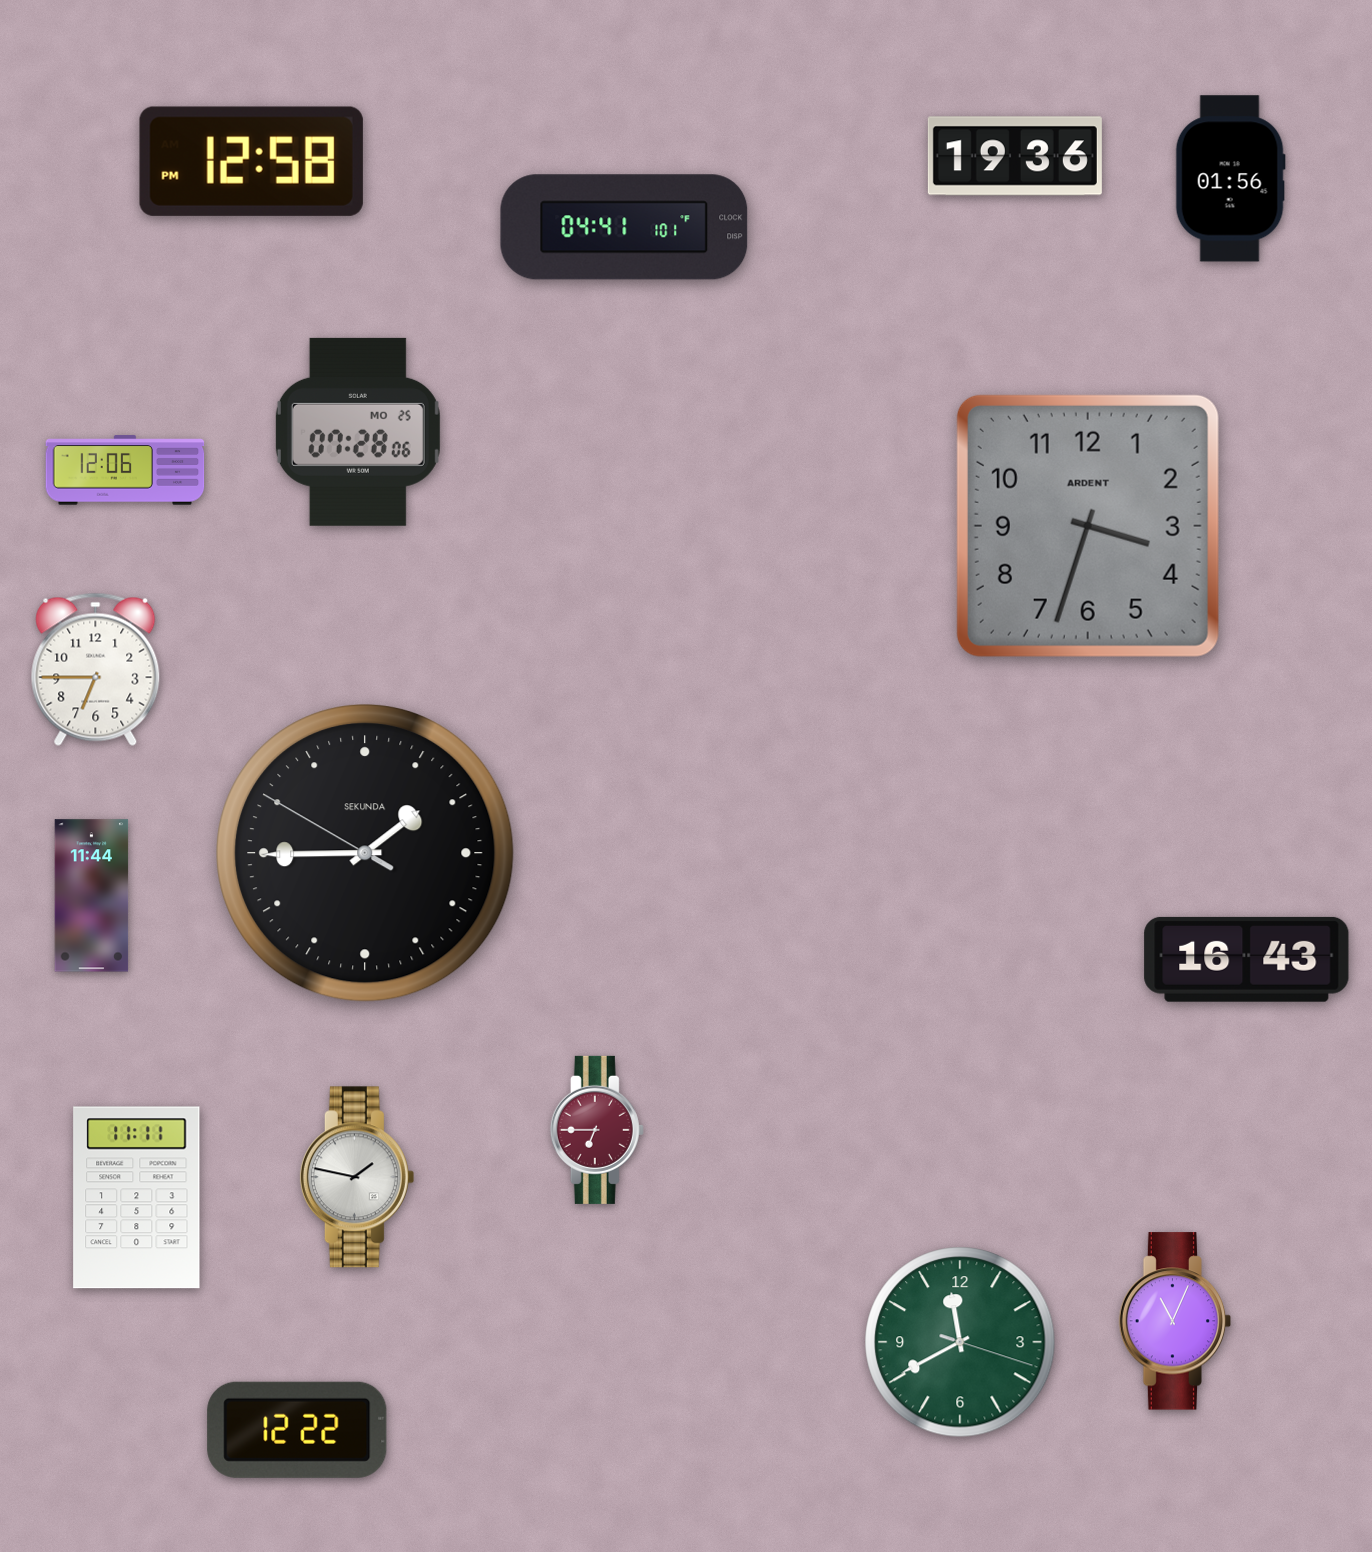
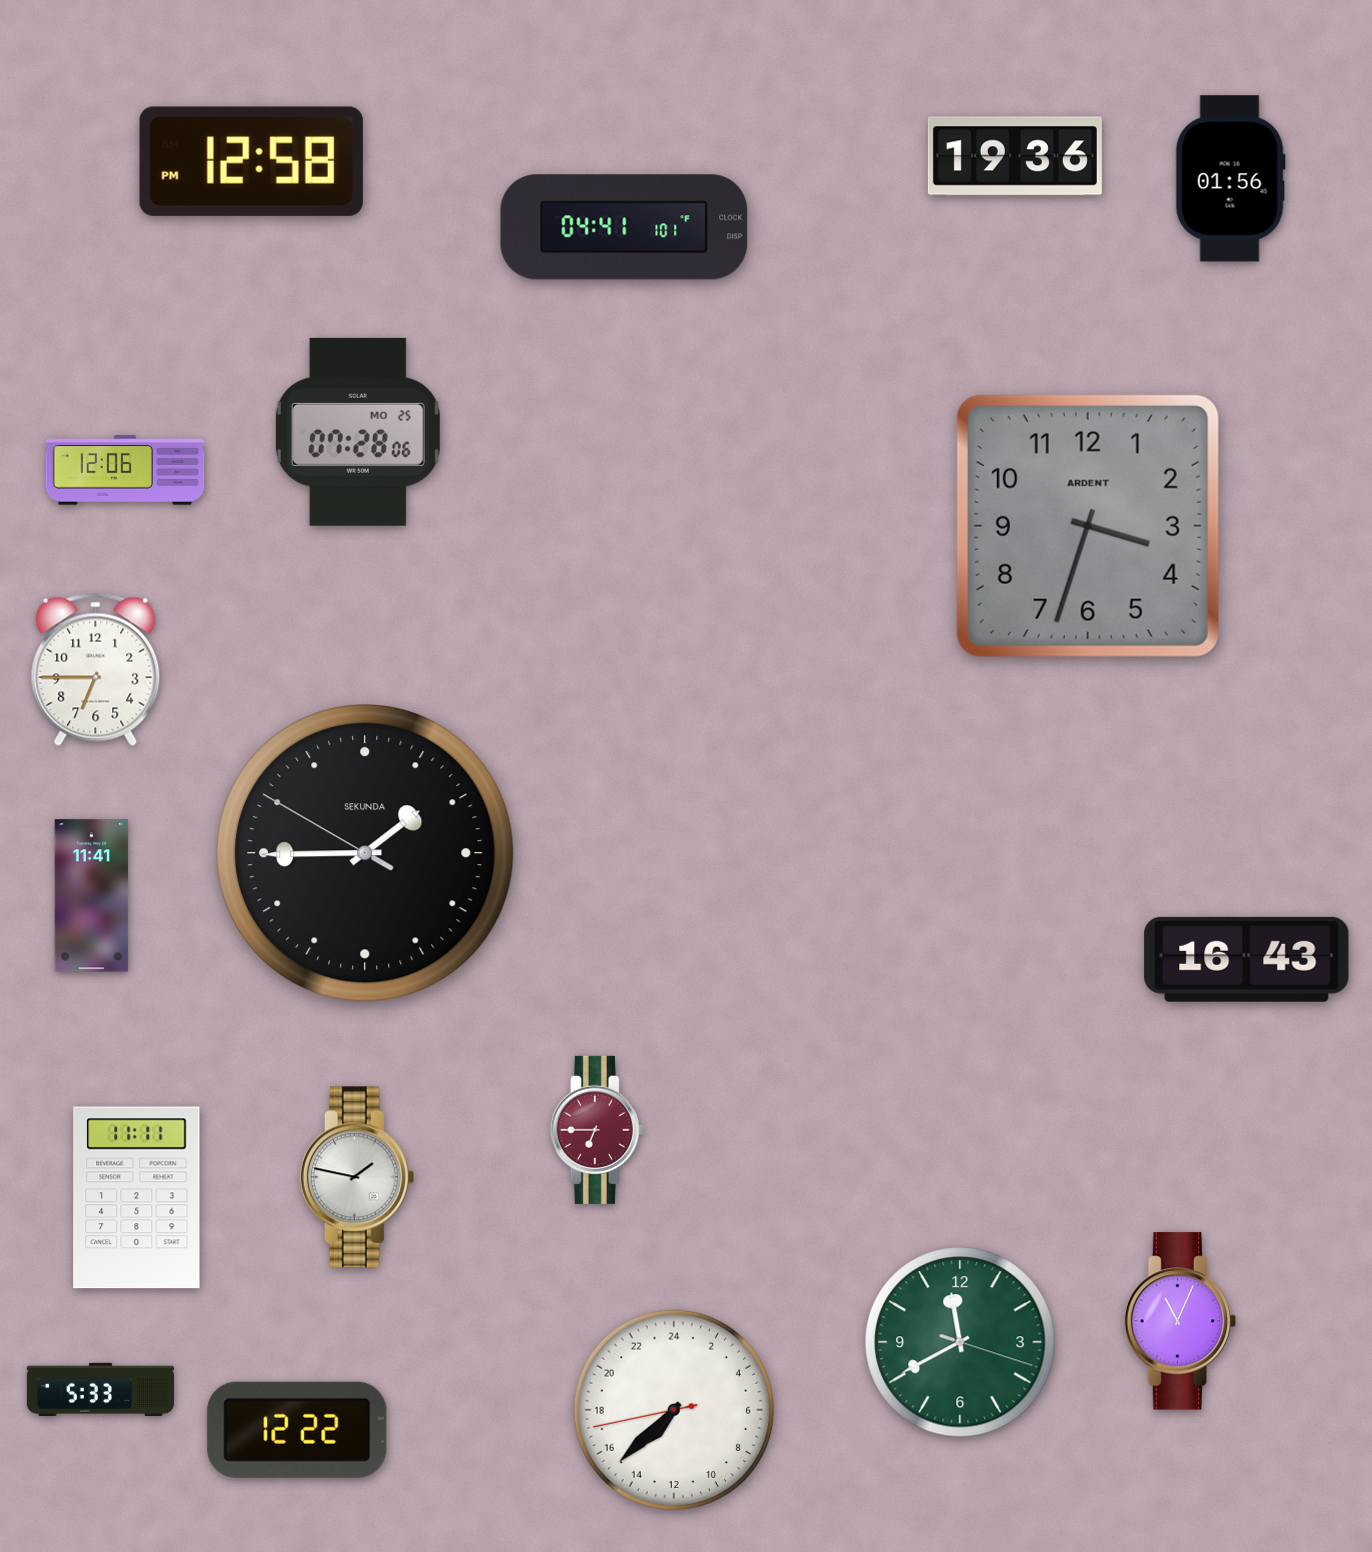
clock at (92, 896): 11:44 -> 11:41
clock at (1175, 1321) position: (1175, 1321) -> (1180, 1321)
clock at (100, 1389): none -> 5:33
clock at (673, 1409): none -> 14:37
